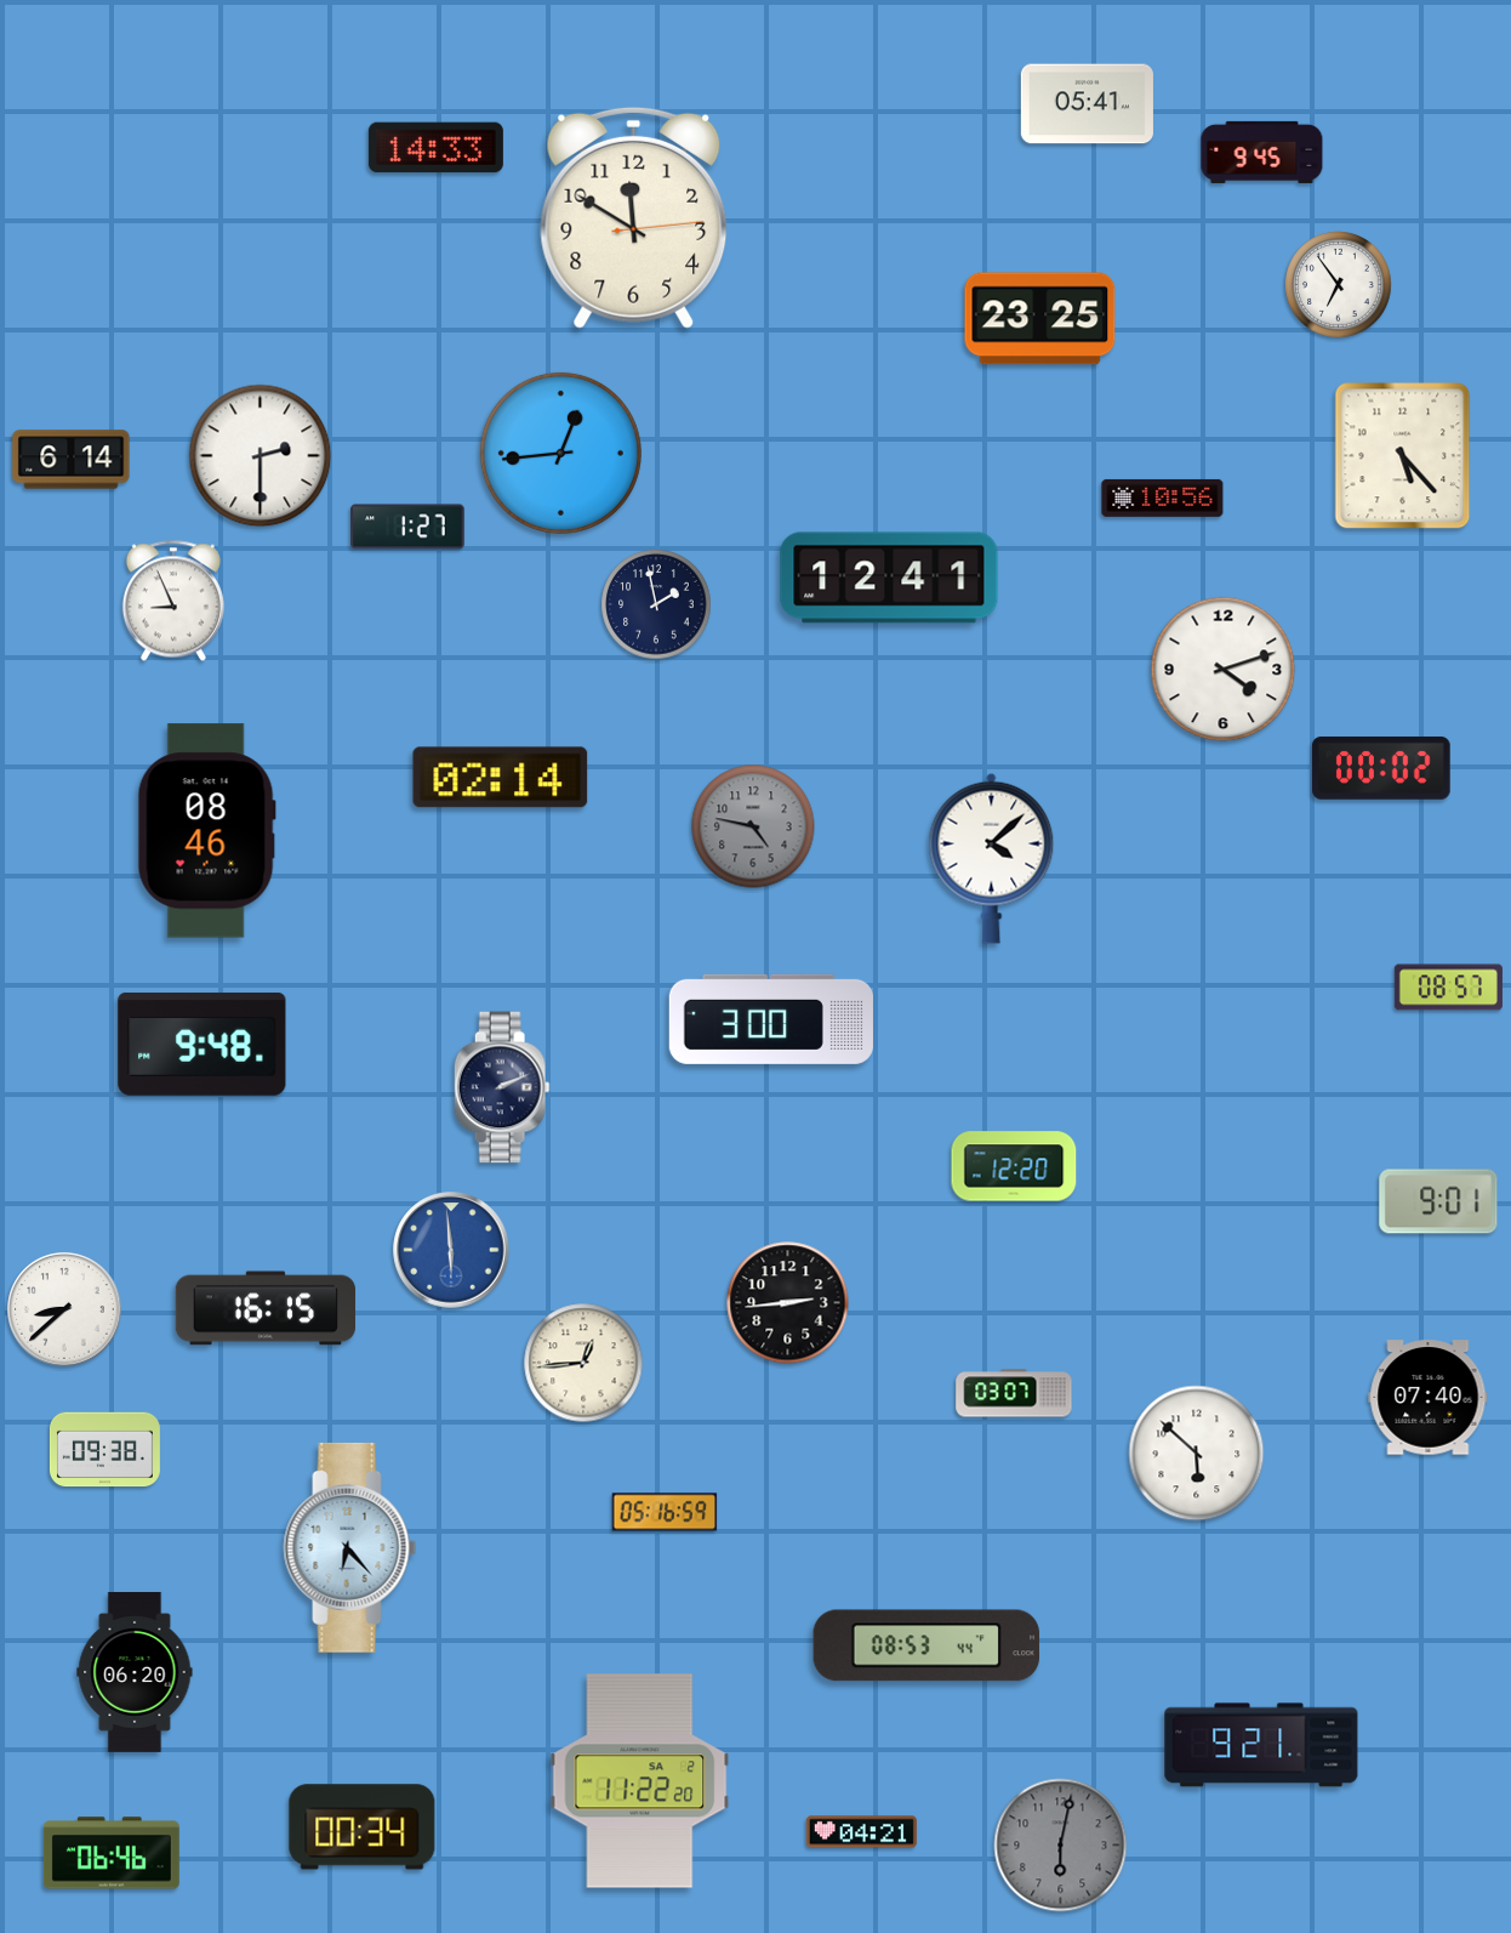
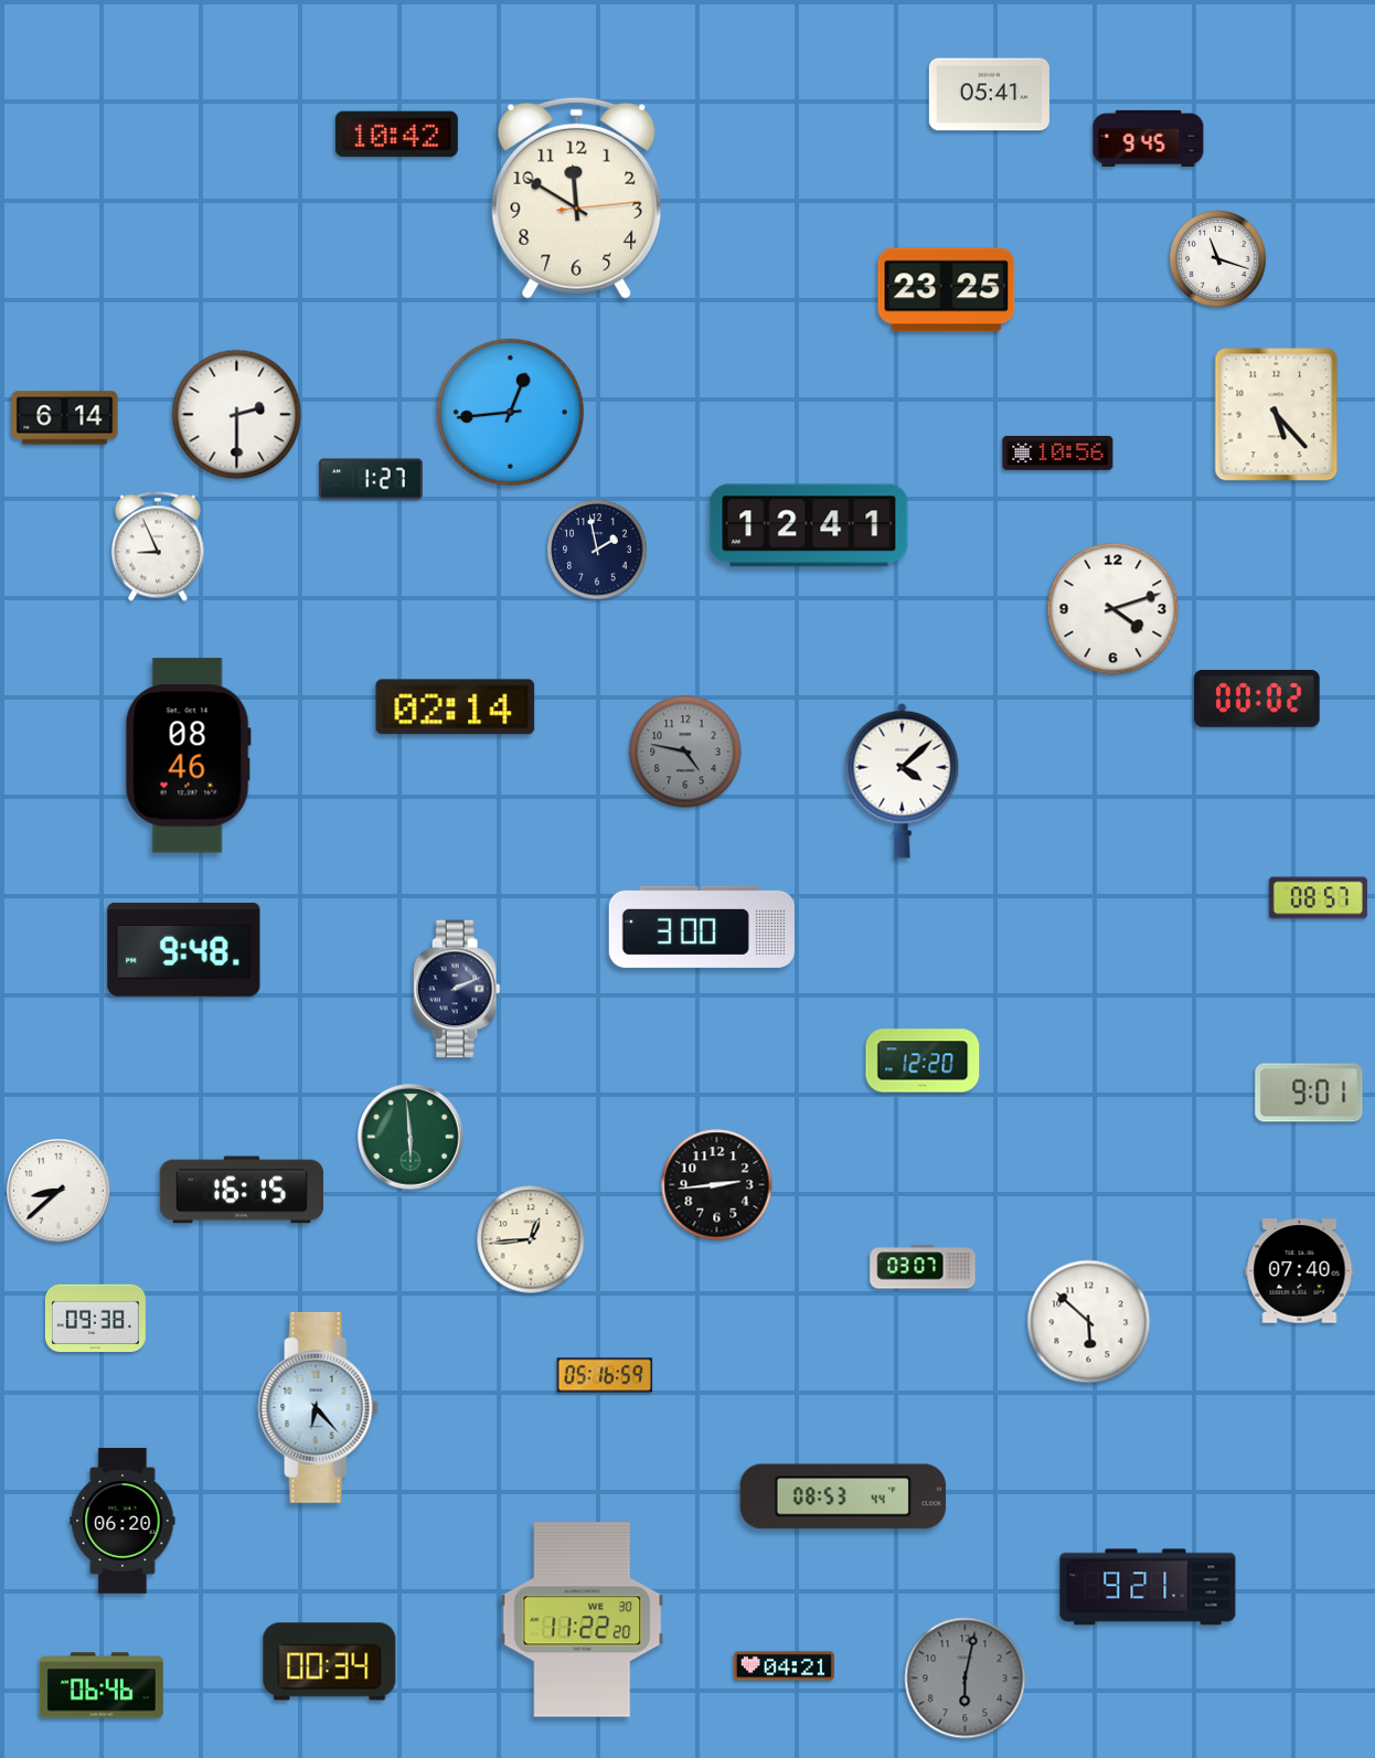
clock at (435, 148): 14:33 -> 10:42
clock at (1339, 285): 6:54 -> 11:18
clock at (451, 1250) dial: blue -> green
clock at (640, 1781) date: SA 2 -> WE 30
